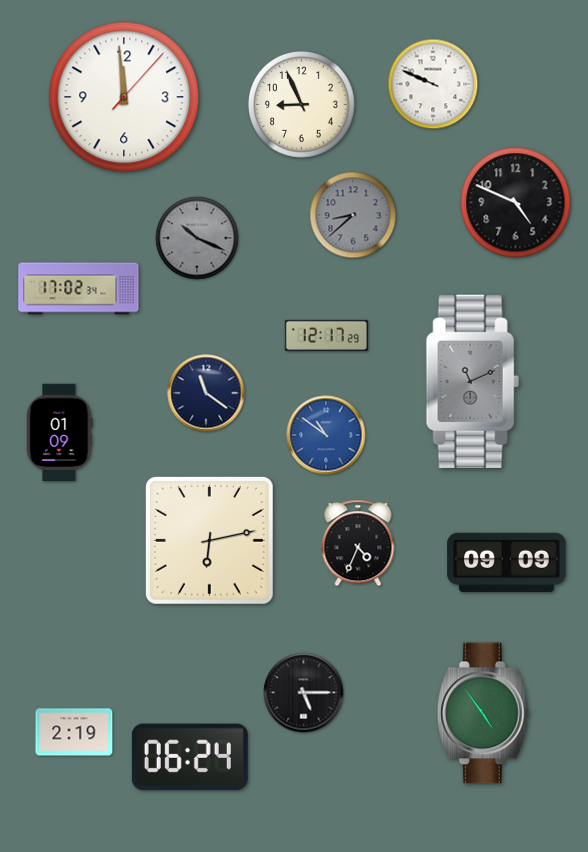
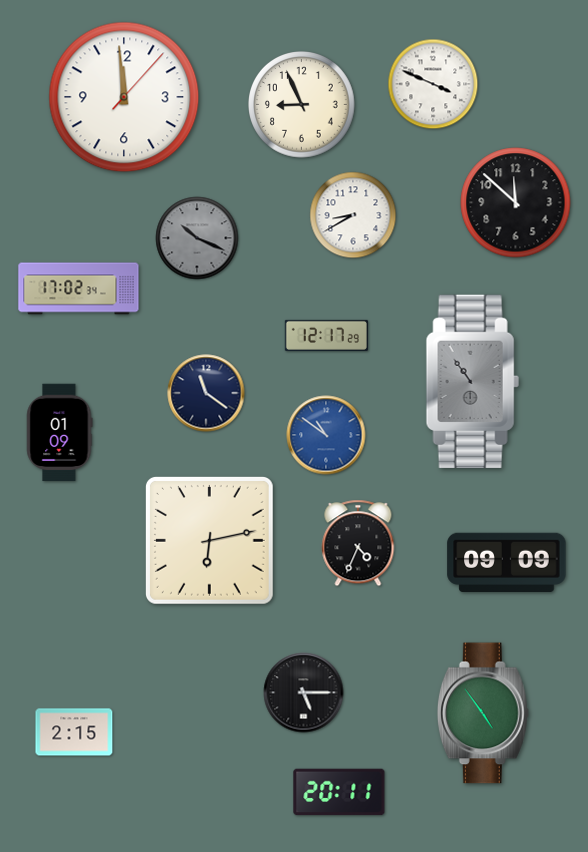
clock at (433, 84): 9:49 -> 3:49
clock at (516, 203): 4:49 -> 11:52
clock at (353, 215): 8:38 -> 8:40
clock at (353, 215) dial: grey -> white
clock at (472, 381): 11:11 -> 10:54
clock at (74, 732): 2:19 -> 2:15
clock at (190, 757): 06:24 -> none
clock at (339, 792): none -> 20:11
